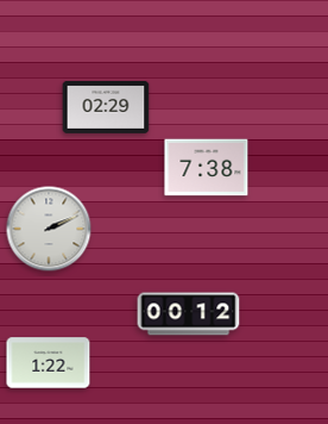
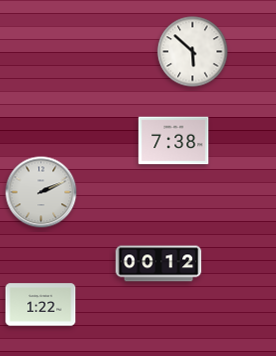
clock at (193, 52): none -> 5:52
clock at (106, 107): 02:29 -> none
